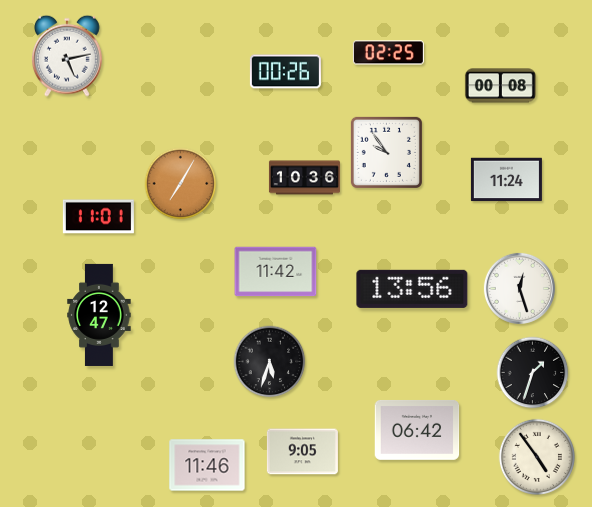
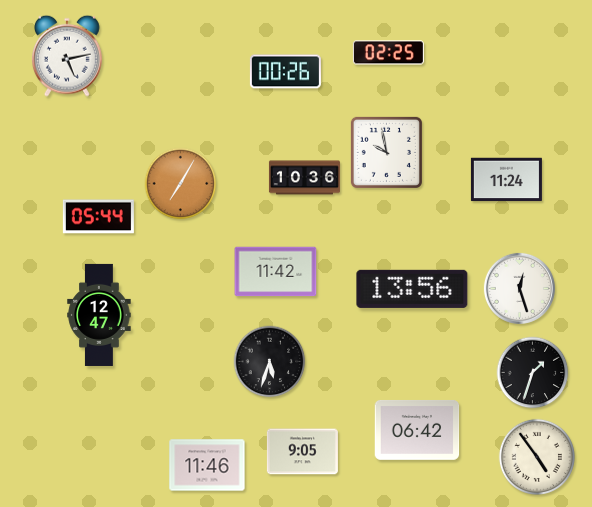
clock at (500, 86): 00:08 -> none
clock at (386, 152): 9:54 -> 9:58
clock at (98, 217): 11:01 -> 05:44
